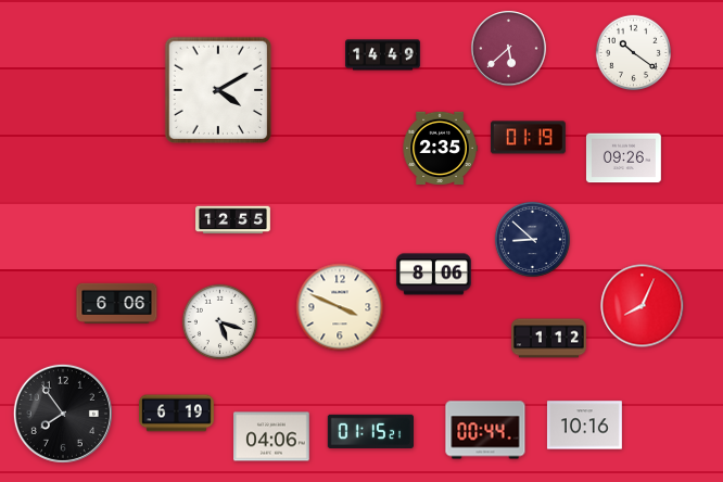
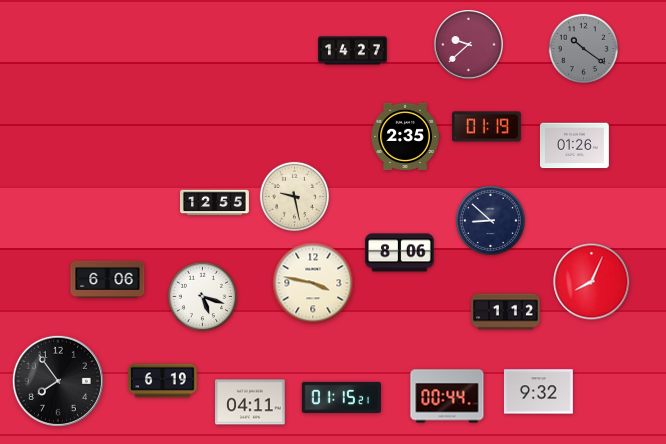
clock at (509, 49): 5:38 -> 9:38
clock at (633, 52) dial: white -> grey
clock at (383, 55): 14:49 -> 14:27
clock at (218, 90): 4:10 -> none
clock at (624, 158): 09:26 -> 01:26
clock at (294, 196): none -> 9:28
clock at (340, 307): 3:49 -> 3:47
clock at (584, 426): 10:16 -> 9:32
clock at (271, 436): 04:06 -> 04:11
